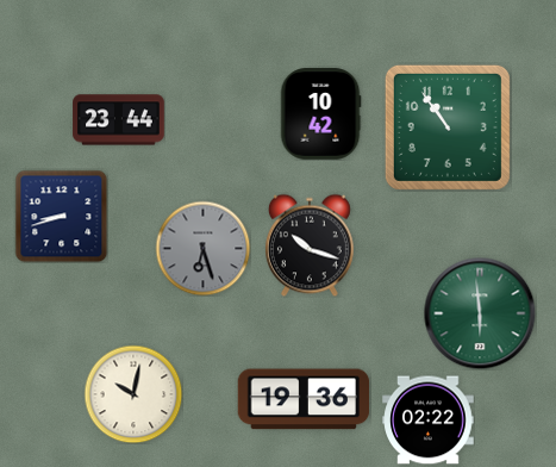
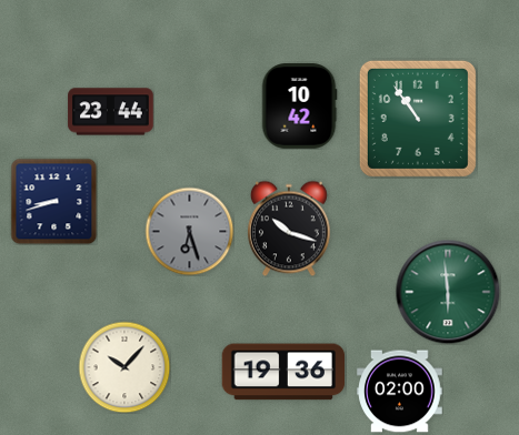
clock at (61, 216) position: (61, 216) -> (53, 201)
clock at (133, 394): 10:02 -> 10:07
clock at (429, 421): 02:22 -> 02:00
